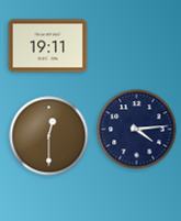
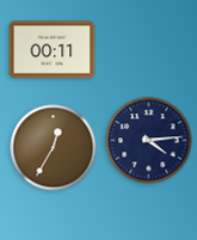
clock at (48, 46): 19:11 -> 00:11
clock at (49, 136): 12:30 -> 12:35
